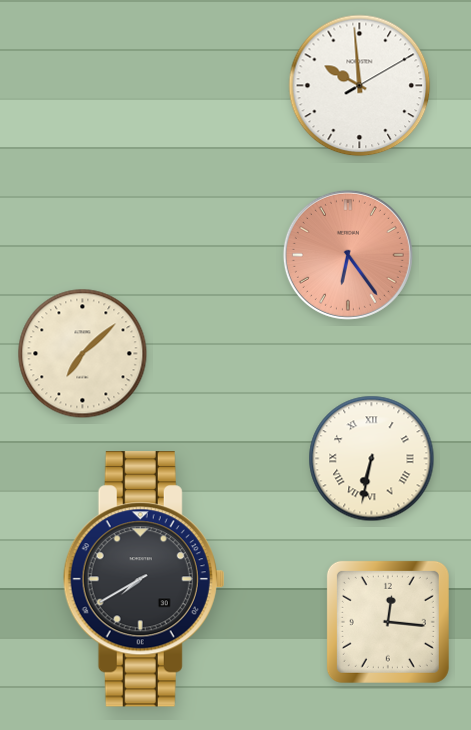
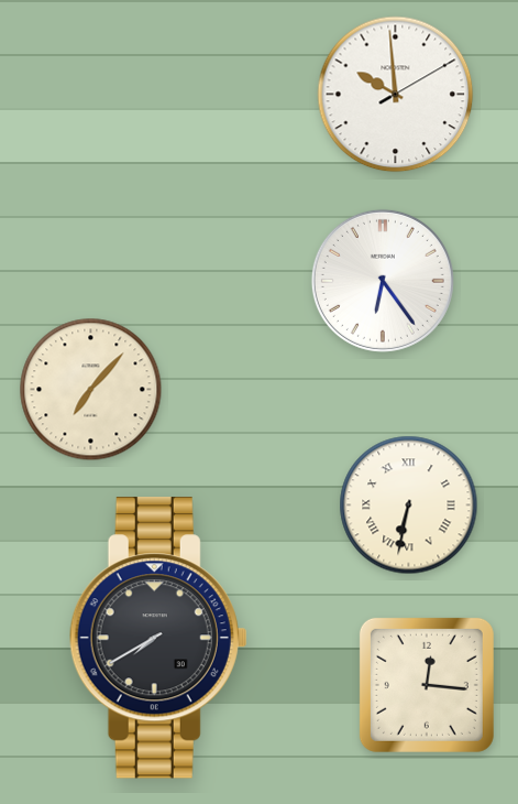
clock at (348, 255) dial: salmon -> white
clock at (83, 354): 7:08 -> 7:07
